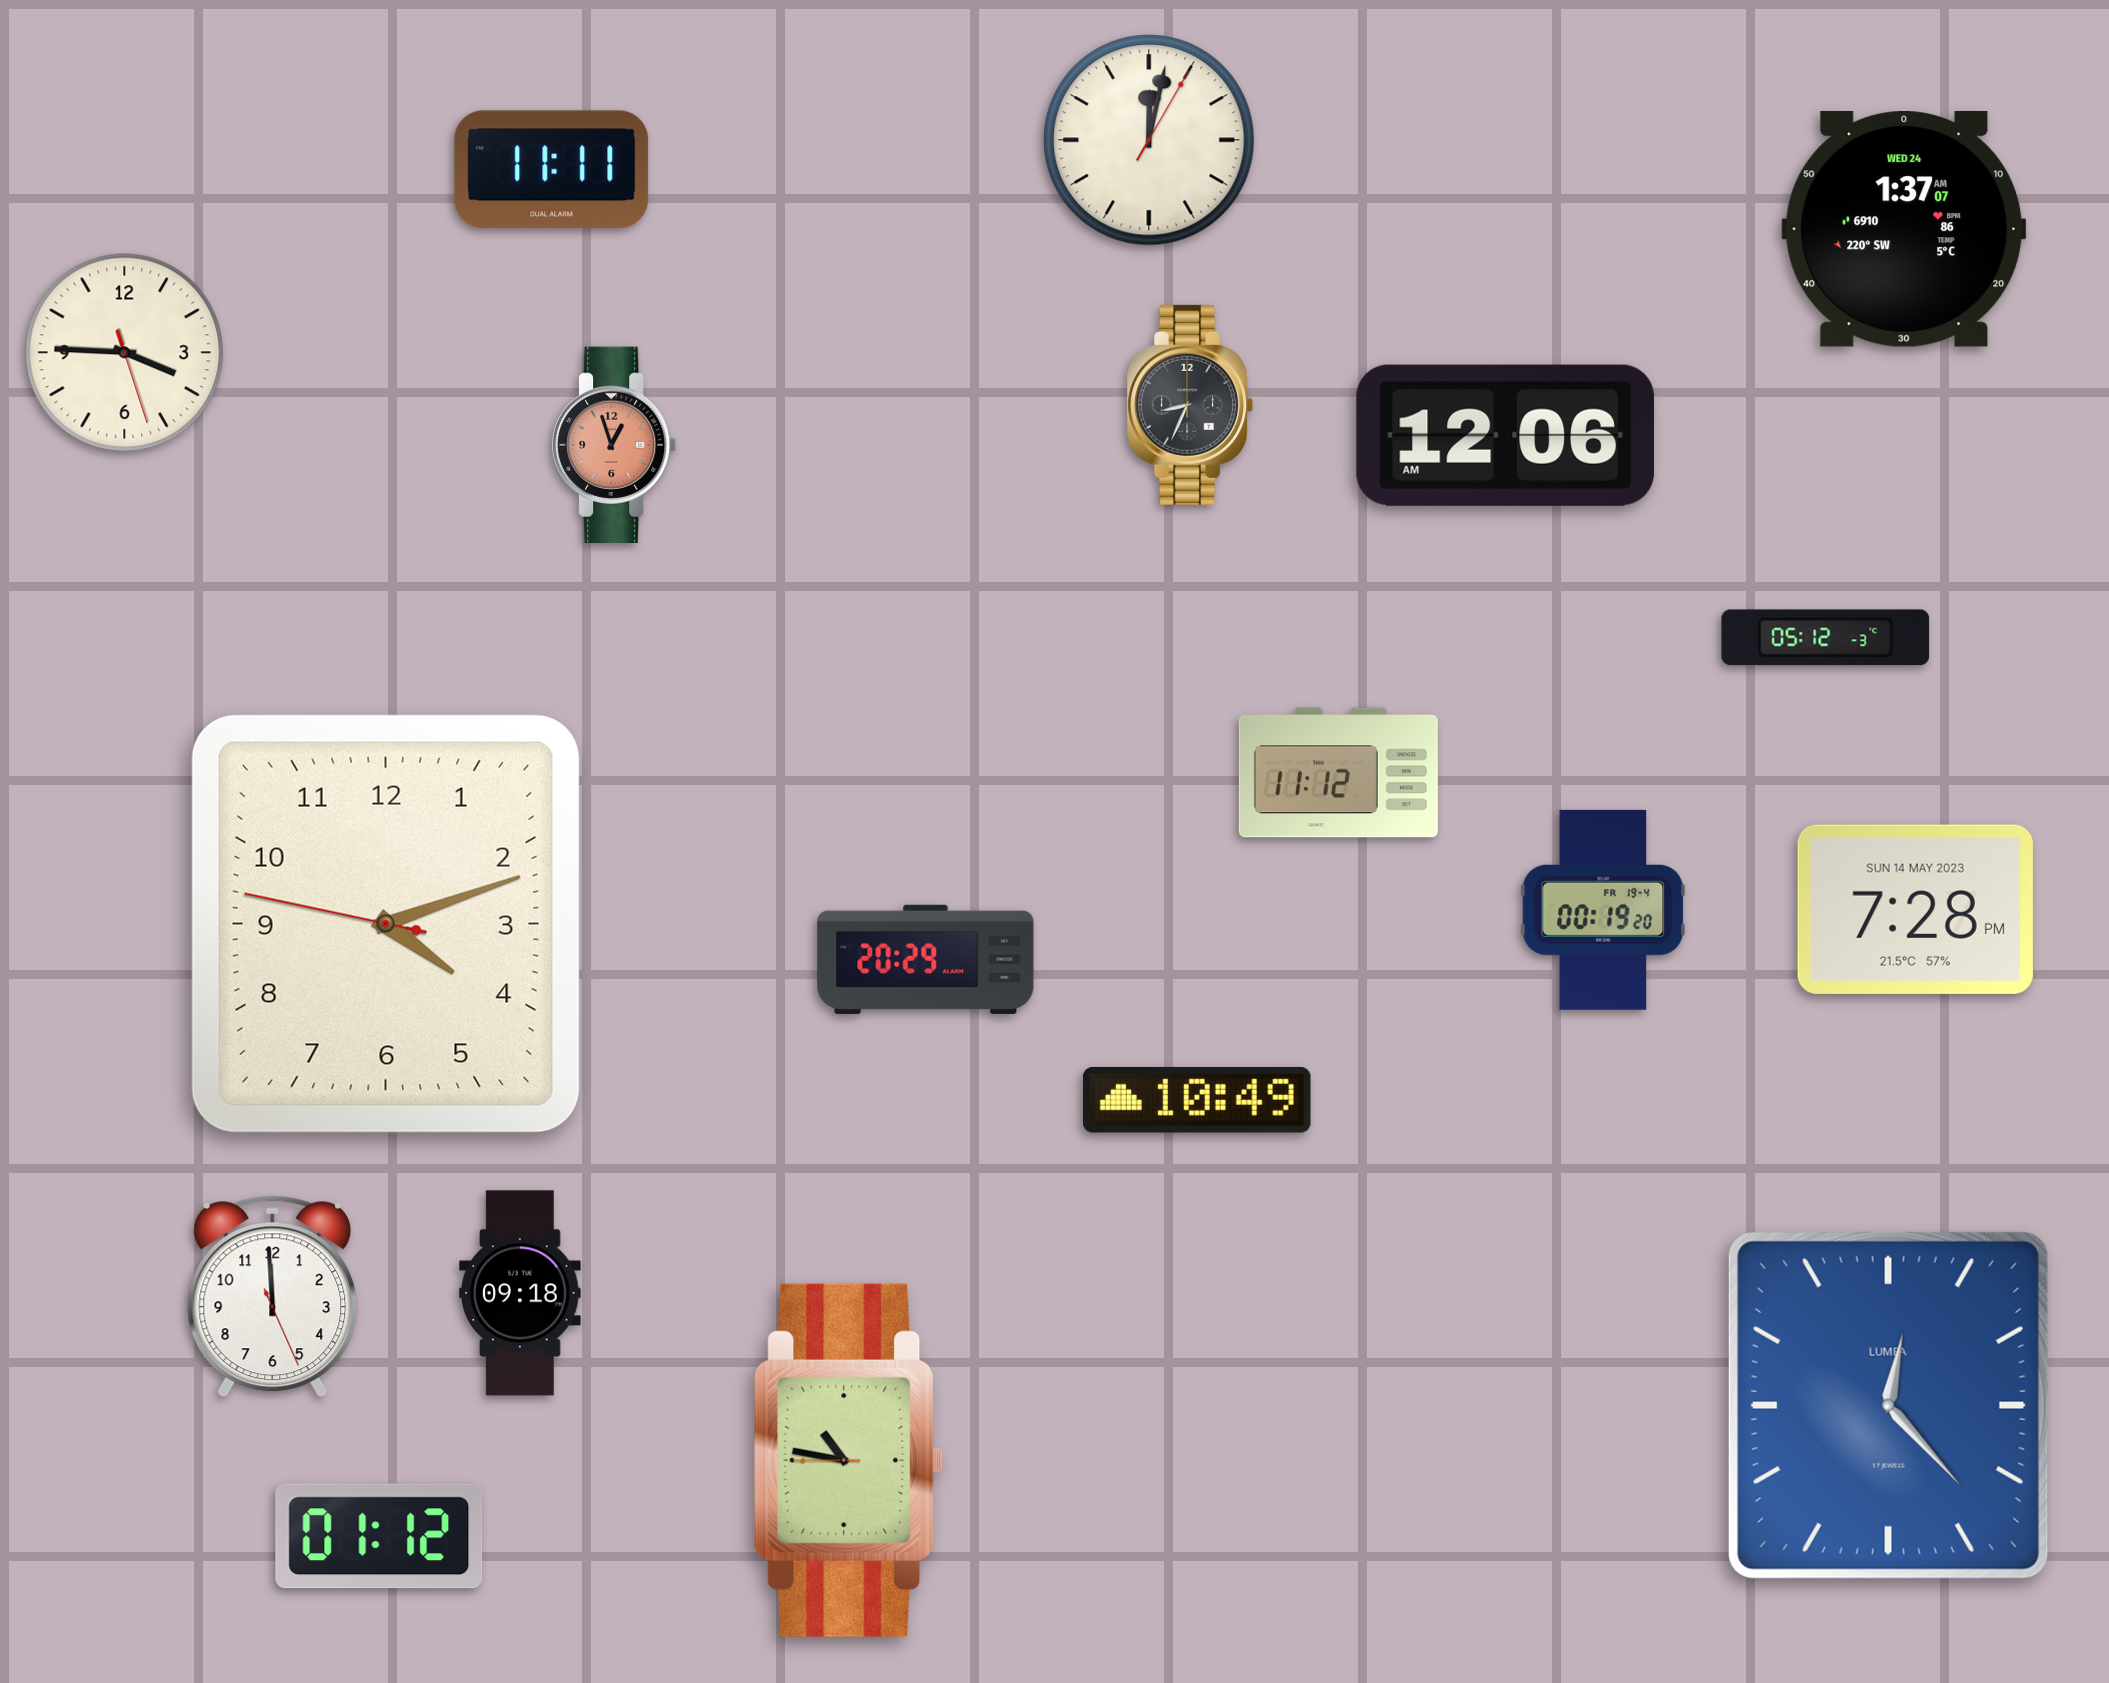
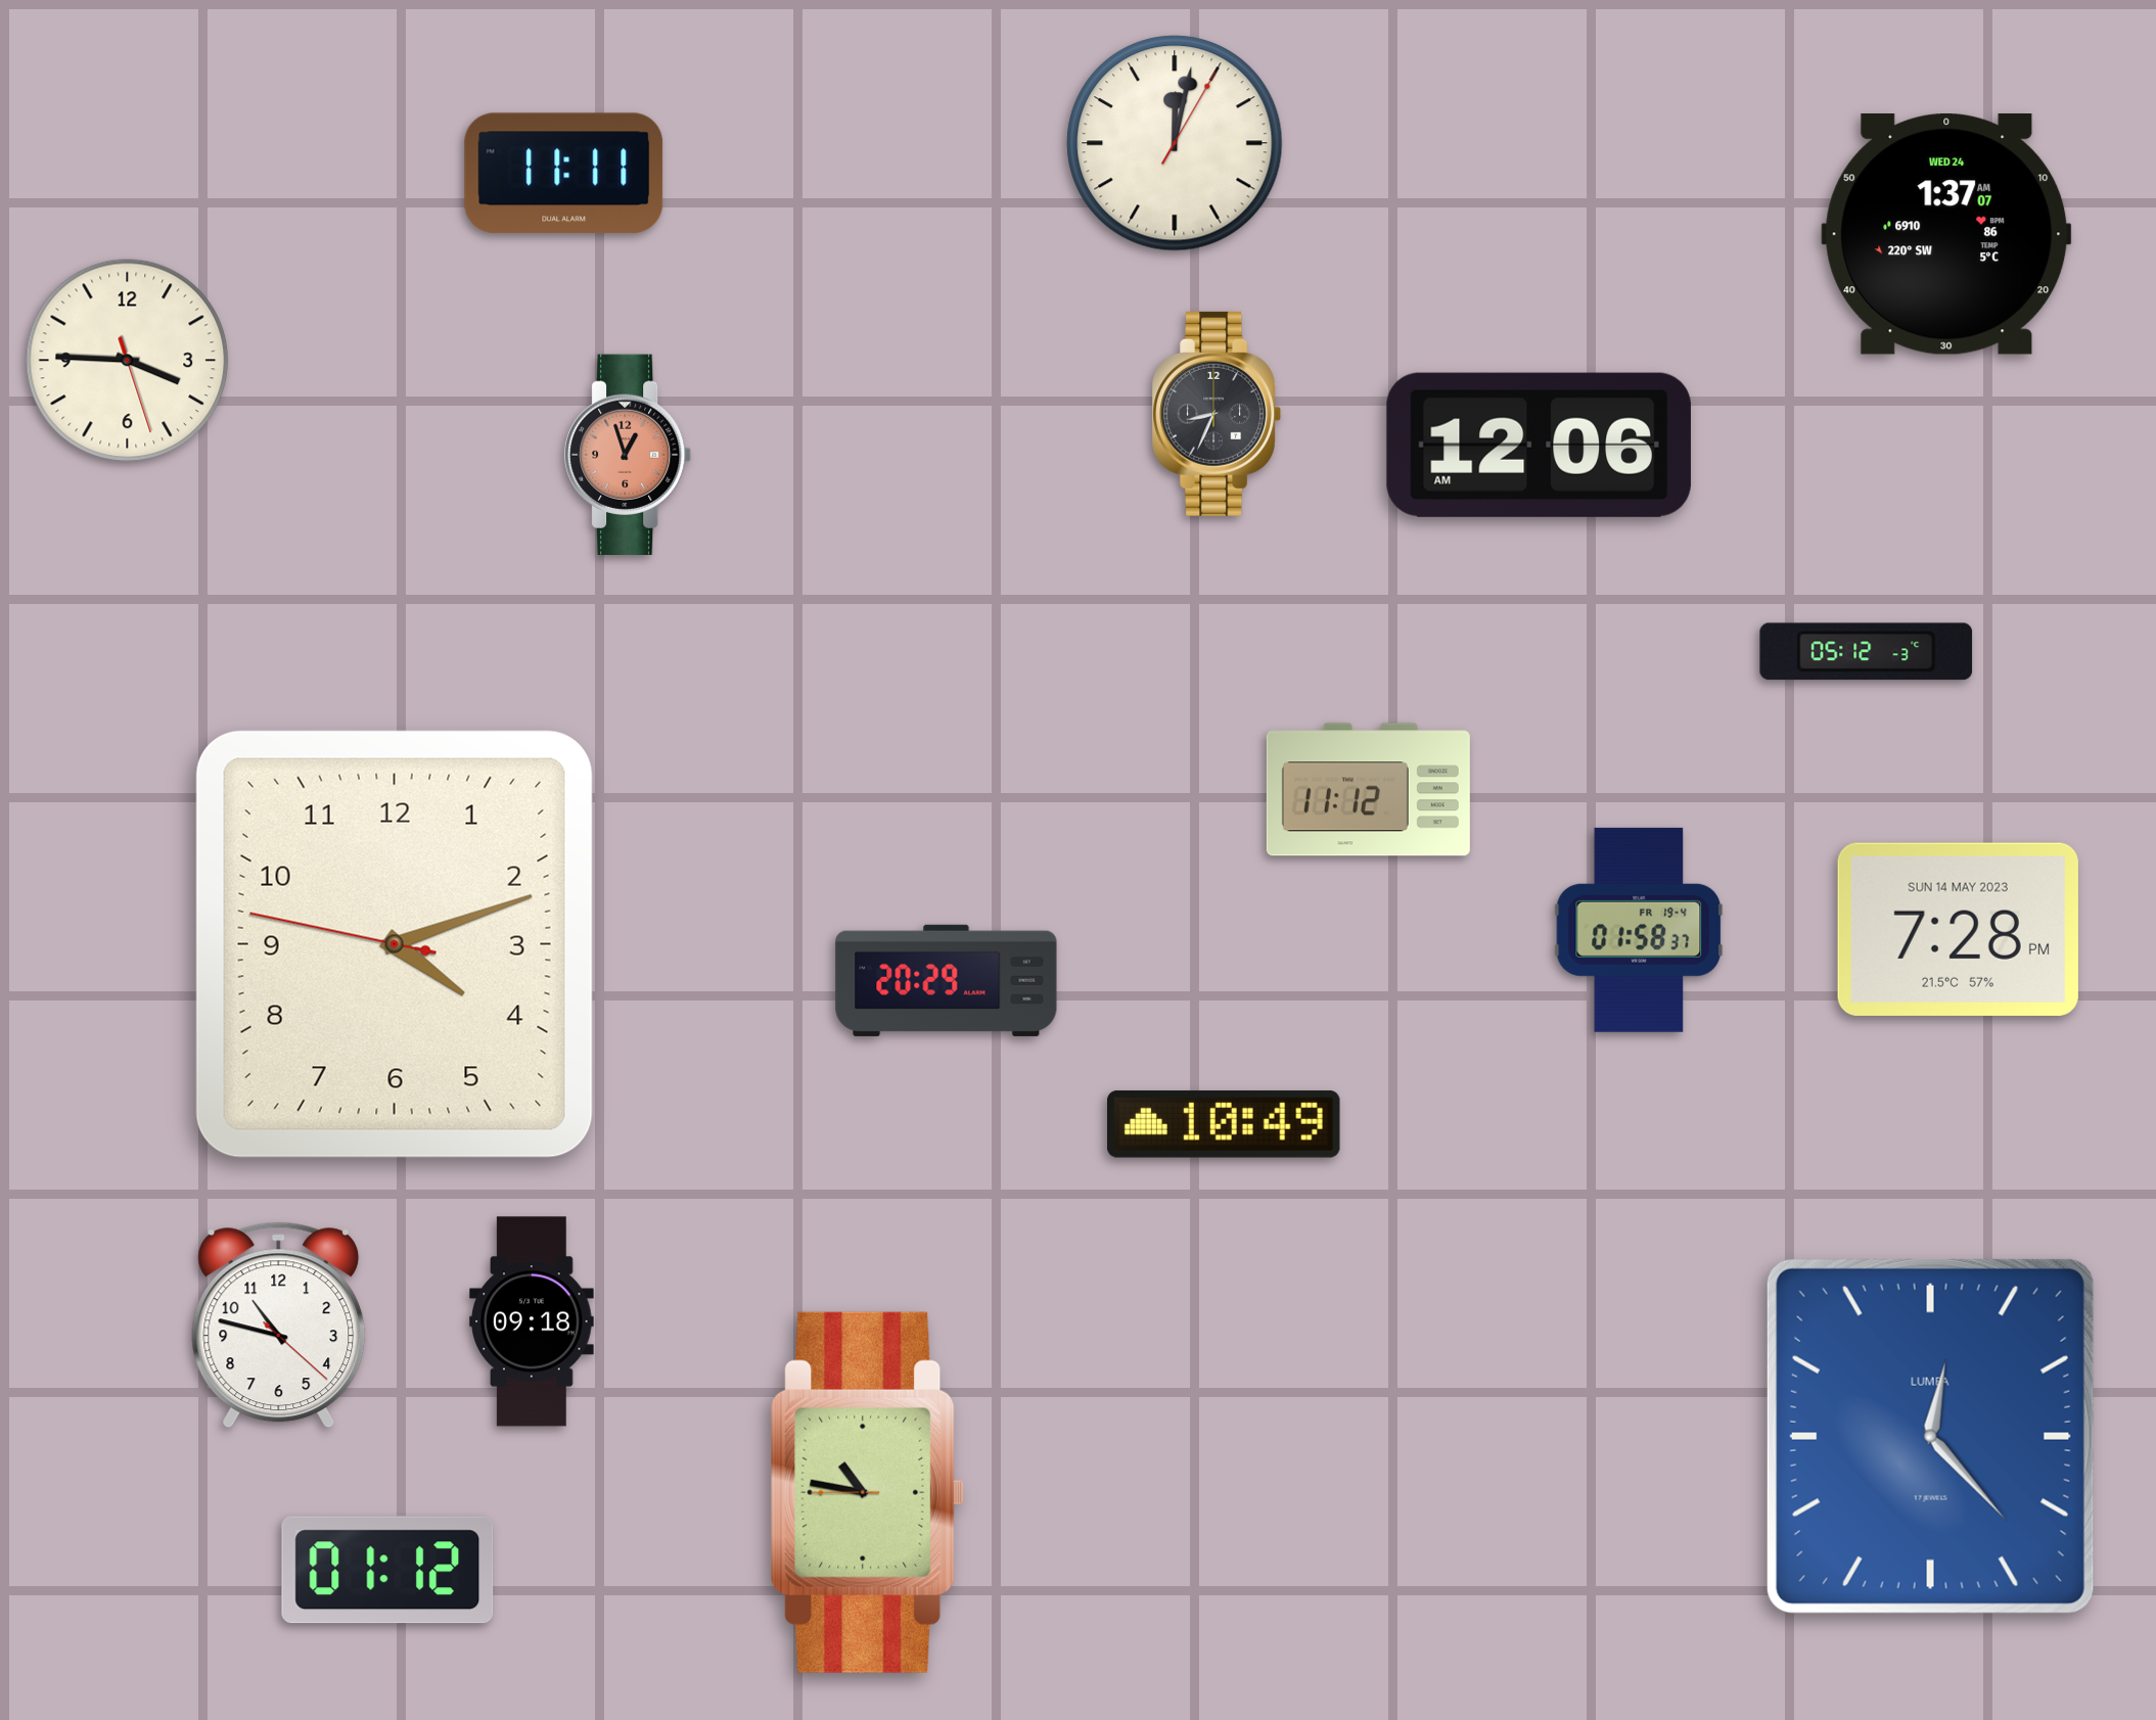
clock at (1603, 910): 00:19 -> 01:58
clock at (273, 1297): 11:59 -> 10:47
